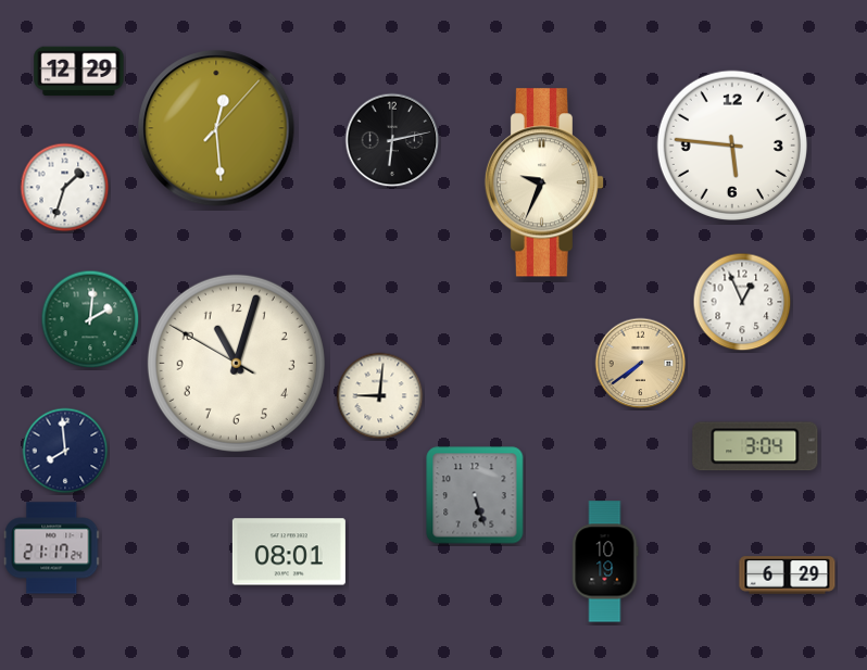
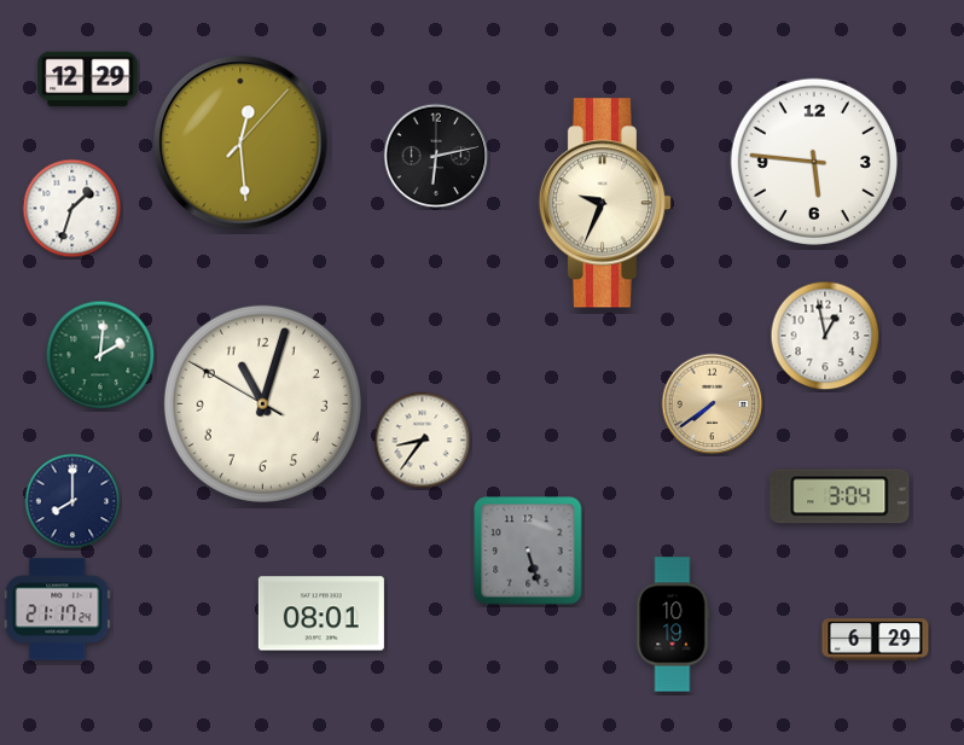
clock at (742, 302): 12:56 -> 12:58
clock at (380, 396): 9:01 -> 8:36
clock at (65, 451): 7:59 -> 8:00
